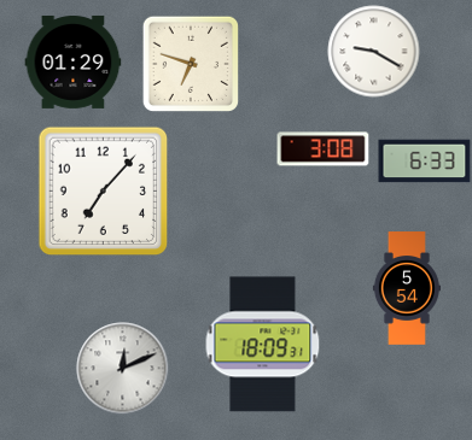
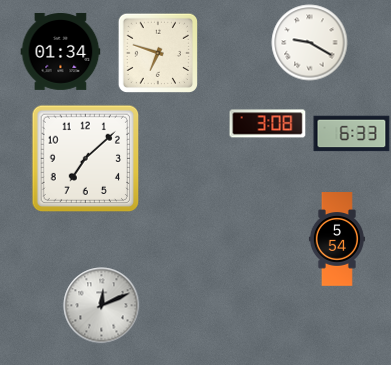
clock at (74, 61): 01:29 -> 01:34
clock at (104, 192): 7:07 -> 7:08
clock at (263, 345): 18:09 -> none
